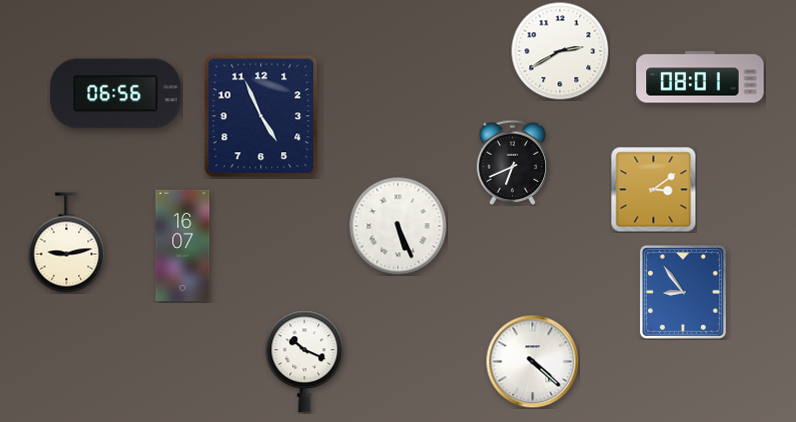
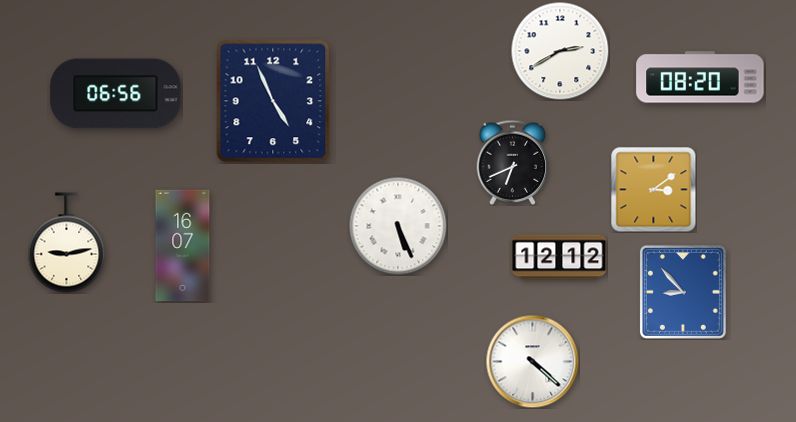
clock at (700, 77): 08:01 -> 08:20
clock at (261, 116) position: (261, 116) -> (273, 101)
clock at (559, 257): none -> 12:12
clock at (683, 292): 8:54 -> 8:53
clock at (305, 362): 10:19 -> none
